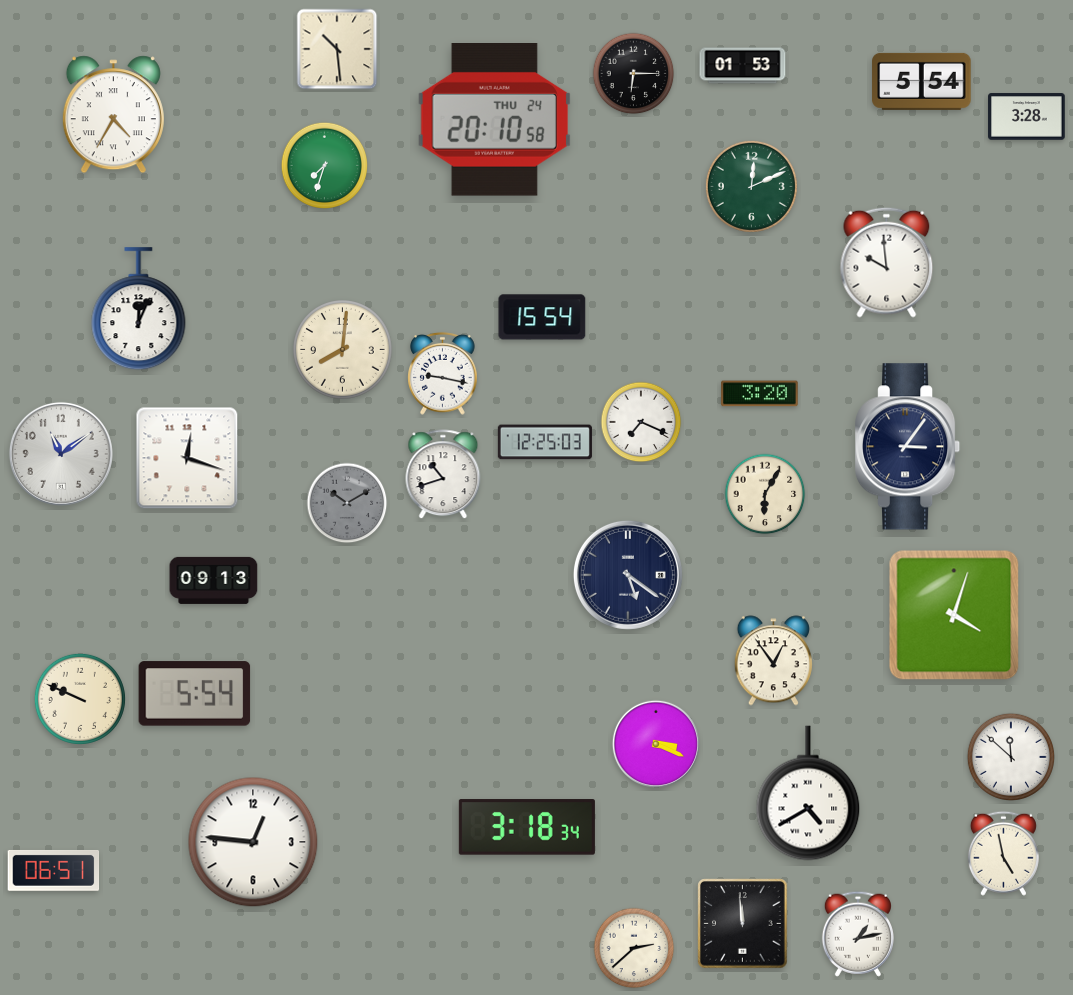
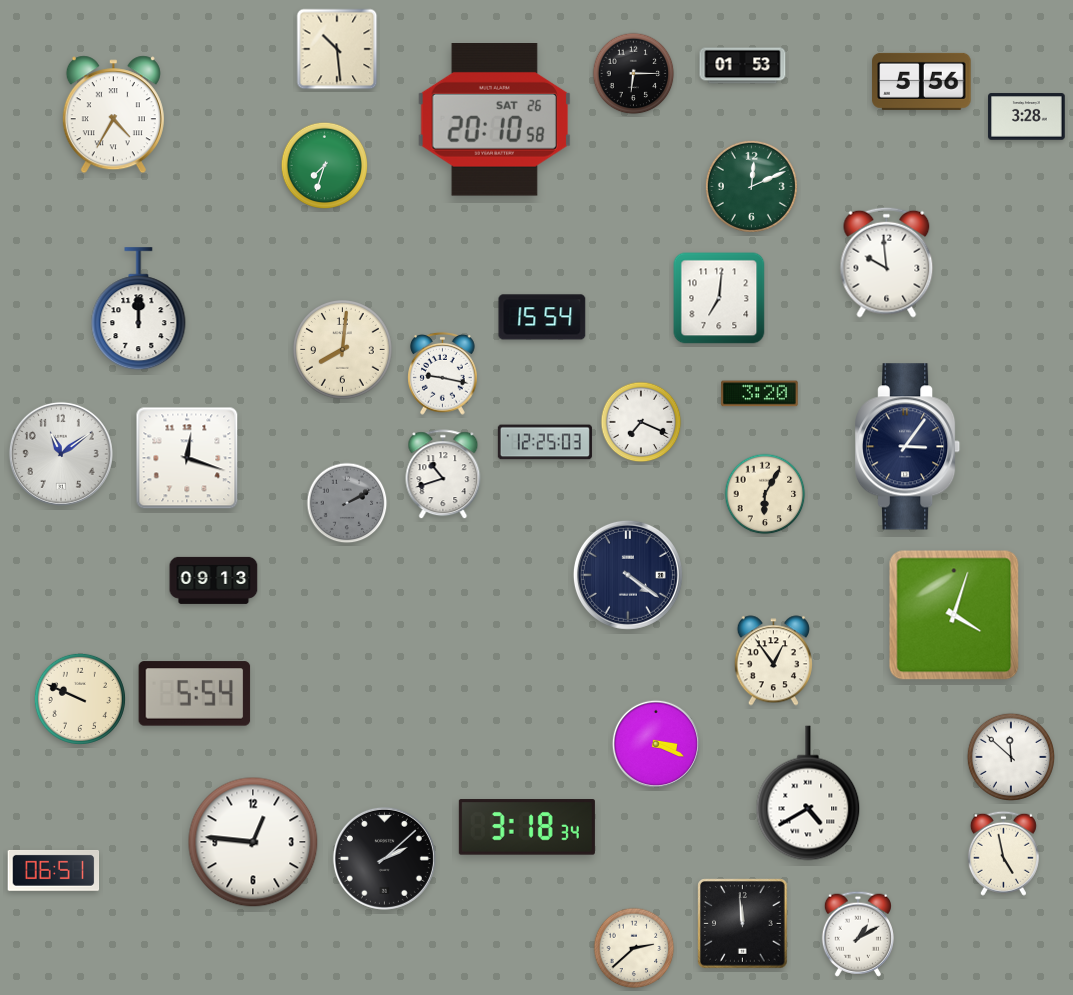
clock at (922, 81): 5:54 -> 5:56
clock at (494, 120) date: THU 24 -> SAT 26
clock at (719, 298): none -> 7:01
clock at (139, 309): 12:04 -> 12:00
clock at (347, 503): 10:10 -> 2:10
clock at (628, 575): 5:21 -> 4:21
clock at (384, 858): none -> 2:08
clock at (858, 934): 1:13 -> 1:10
